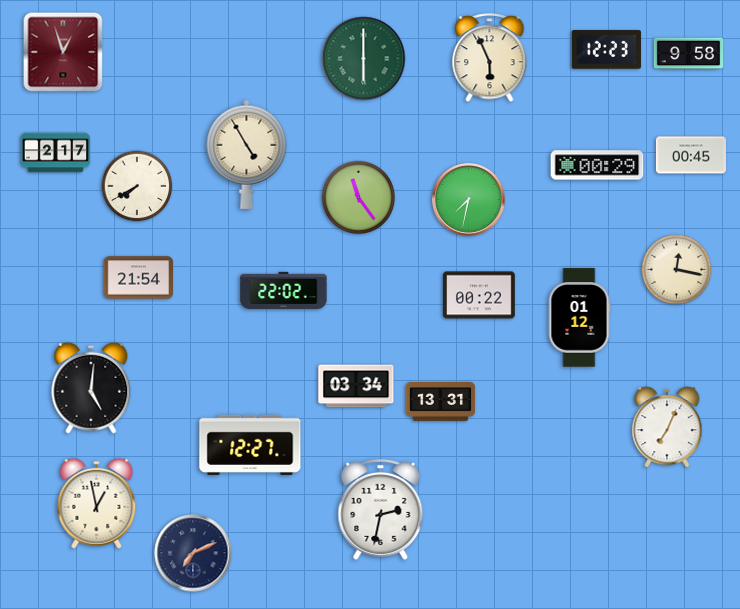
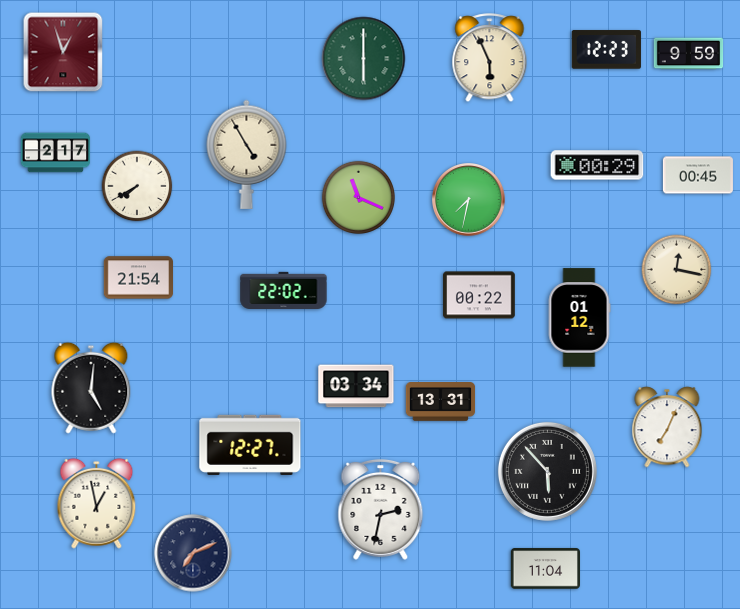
clock at (689, 54): 9:58 -> 9:59
clock at (691, 155) position: (691, 155) -> (698, 175)
clock at (358, 197): 11:24 -> 11:19
clock at (547, 471): none -> 5:53
clock at (545, 569): none -> 11:04
